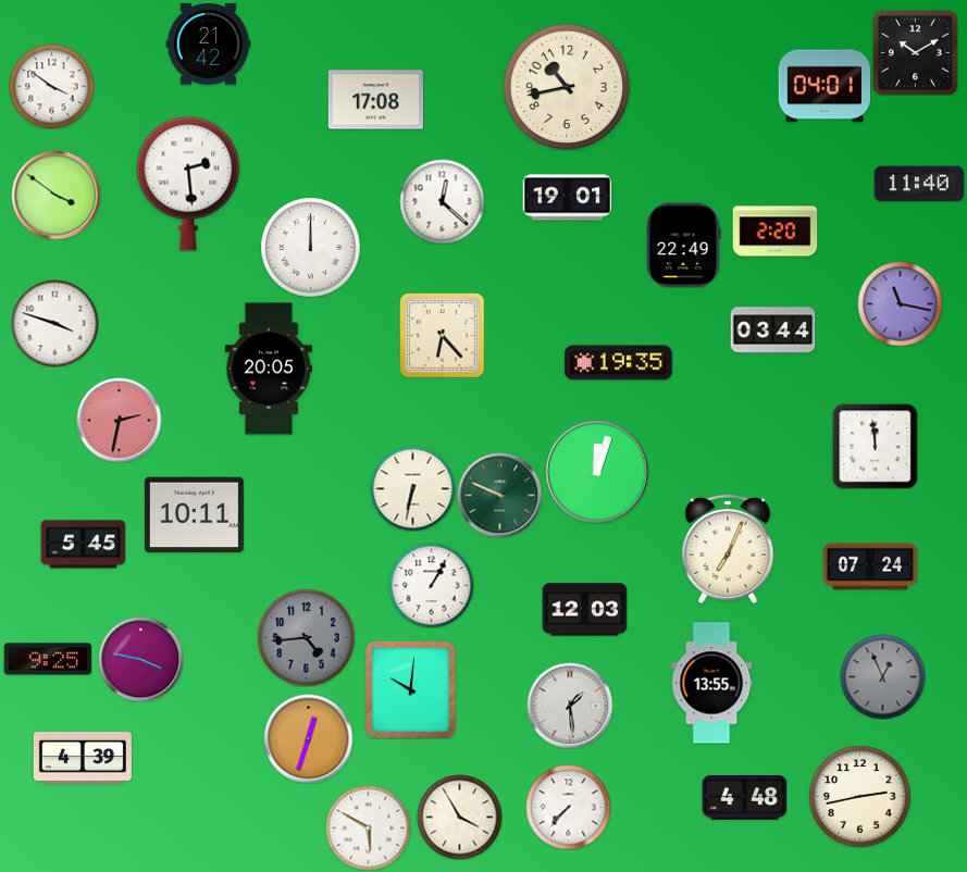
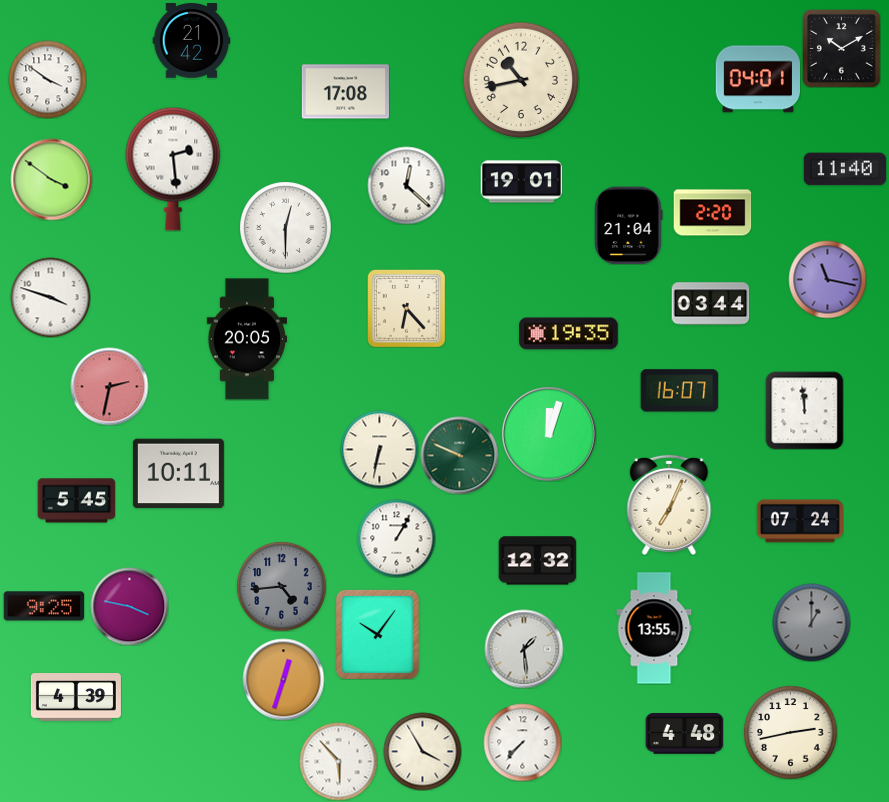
clock at (684, 245): 22:49 -> 21:04
clock at (310, 247): 12:00 -> 12:30
clock at (679, 391): none -> 16:07
clock at (584, 610): 12:03 -> 12:32
clock at (882, 676): 12:56 -> 1:00
clock at (410, 689): 10:01 -> 10:06
clock at (368, 827): 5:50 -> 5:53
